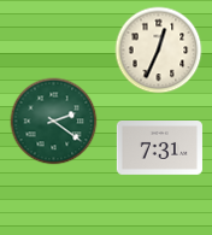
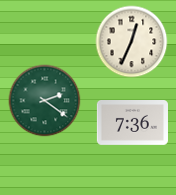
clock at (159, 148): 7:31 -> 7:36
